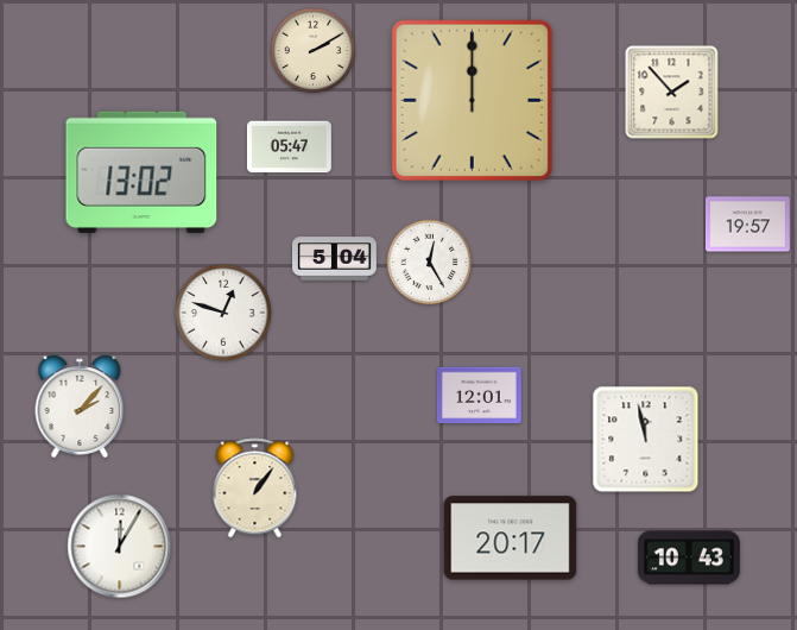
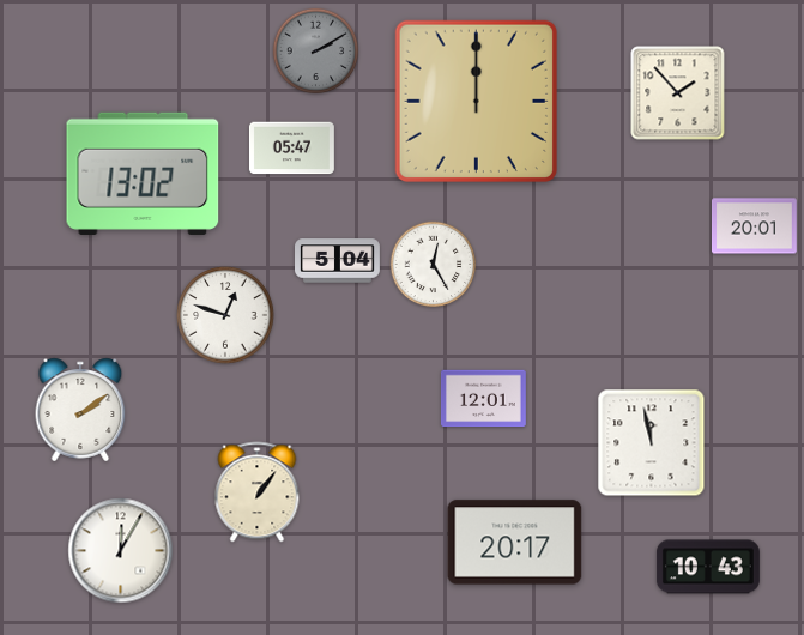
clock at (314, 51) dial: cream -> grey
clock at (747, 225): 19:57 -> 20:01
clock at (80, 407): 2:07 -> 2:09
clock at (689, 557) position: (689, 557) -> (708, 567)
